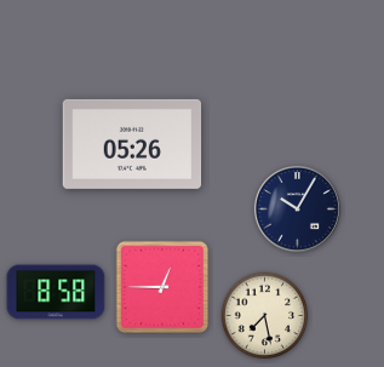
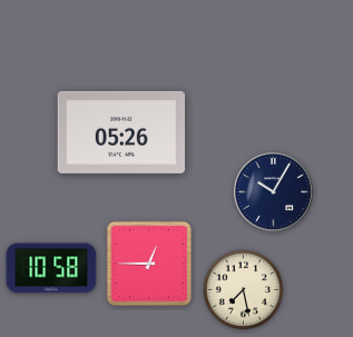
clock at (56, 292): 8:58 -> 10:58
